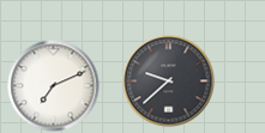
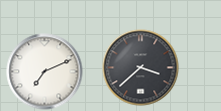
clock at (169, 81): 9:38 -> 3:38
